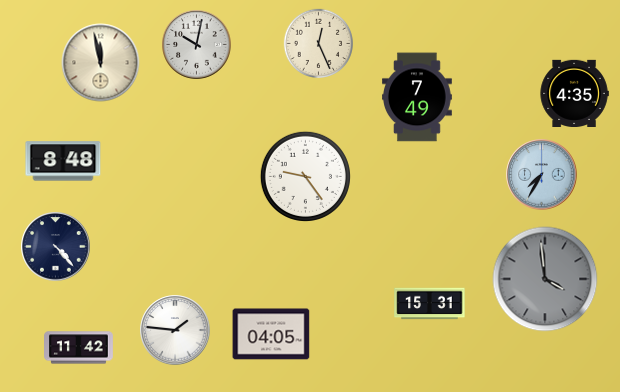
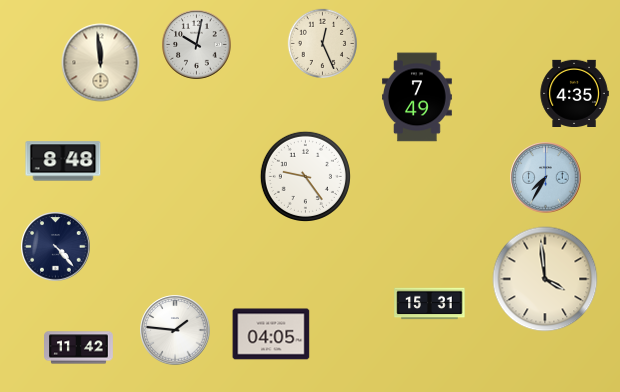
clock at (318, 43) position: (318, 43) -> (322, 43)
clock at (101, 63): 11:58 -> 11:59
clock at (542, 175) position: (542, 175) -> (546, 178)
clock at (545, 279) dial: grey -> cream
